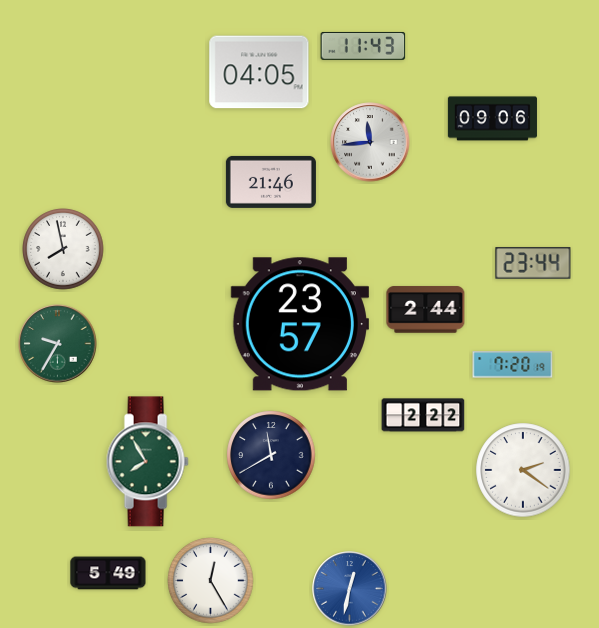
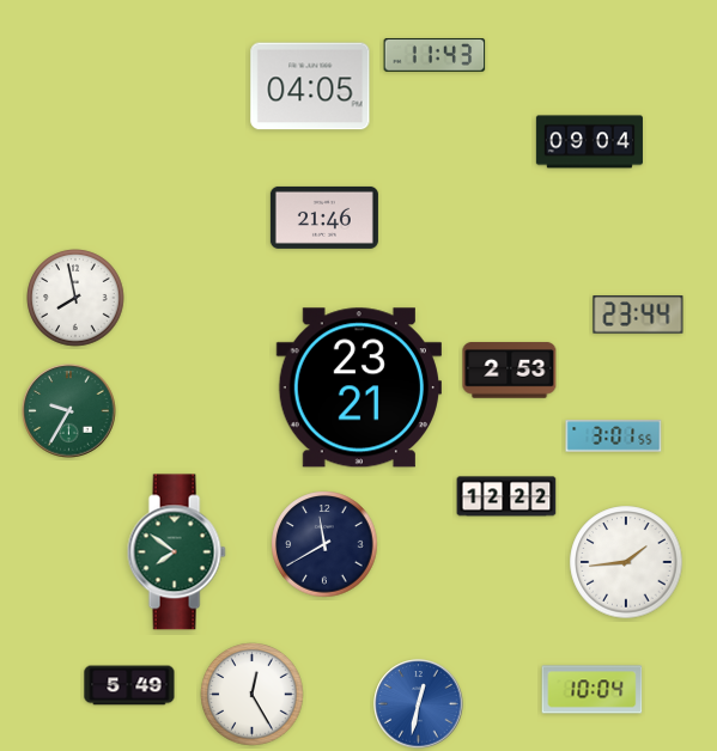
clock at (492, 119): 09:06 -> 09:04
clock at (370, 142): 11:44 -> none
clock at (426, 310): 2:44 -> 2:53
clock at (300, 324): 23:57 -> 23:21
clock at (513, 365): 7:20 -> 3:01
clock at (423, 415): 2:22 -> 12:22
clock at (147, 462): 7:55 -> 7:51
clock at (523, 470): 2:21 -> 1:44
clock at (593, 690): none -> 10:04
